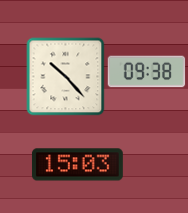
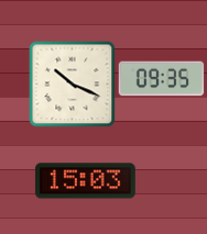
clock at (146, 72): 09:38 -> 09:35
clock at (65, 76): 10:23 -> 10:19
